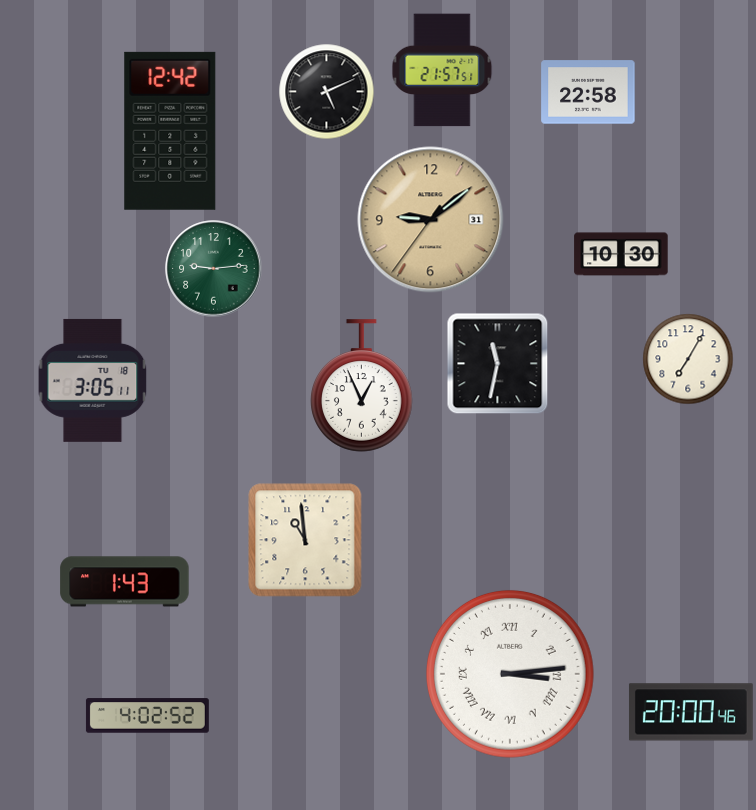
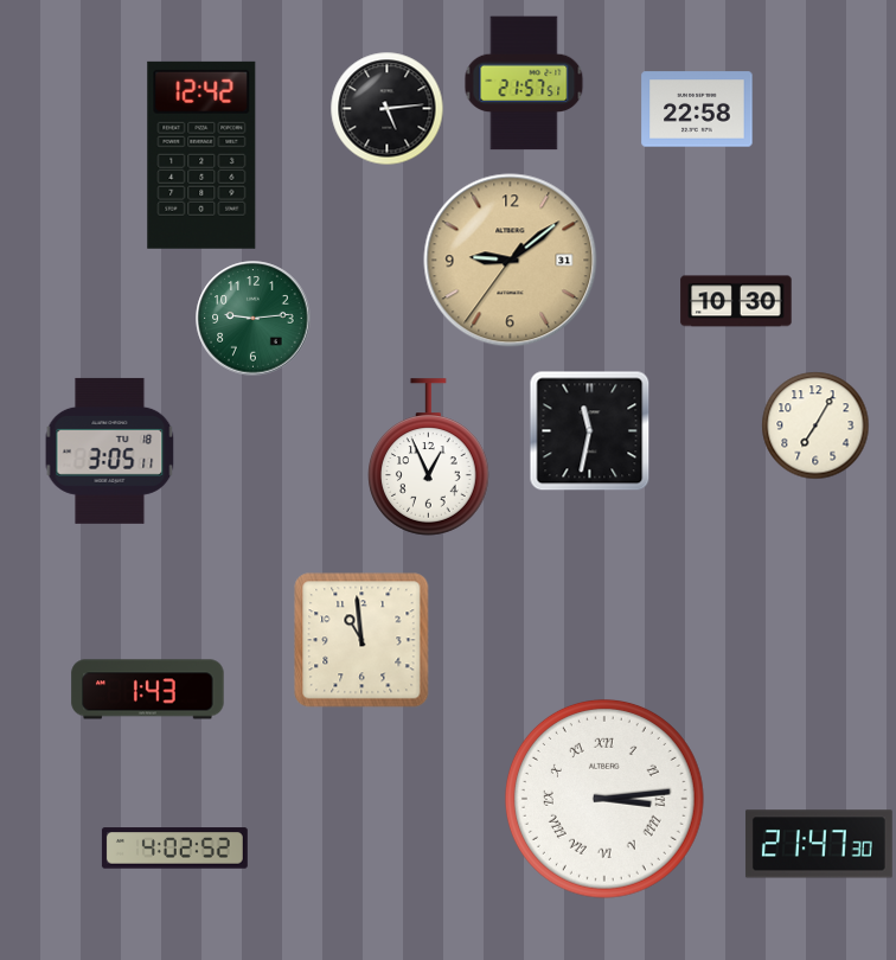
clock at (327, 92): 5:11 -> 5:14
clock at (691, 712): 20:00 -> 21:47
